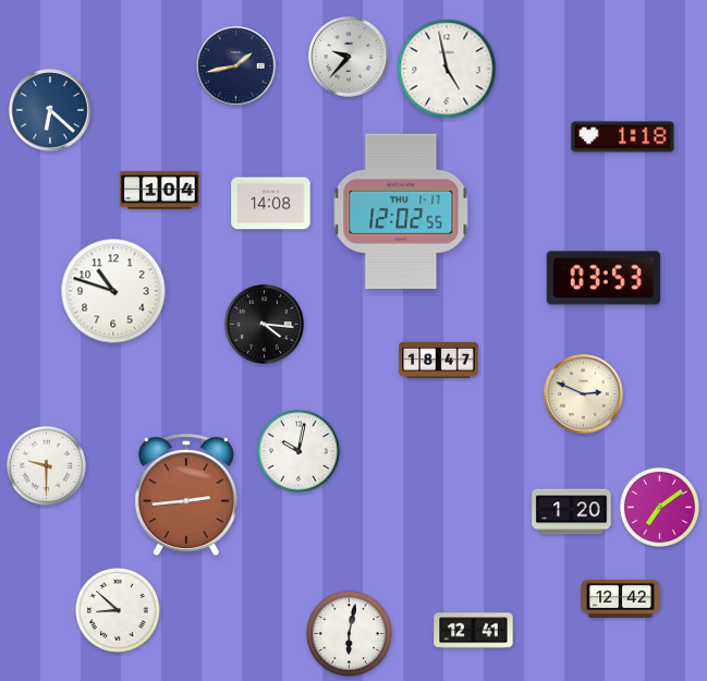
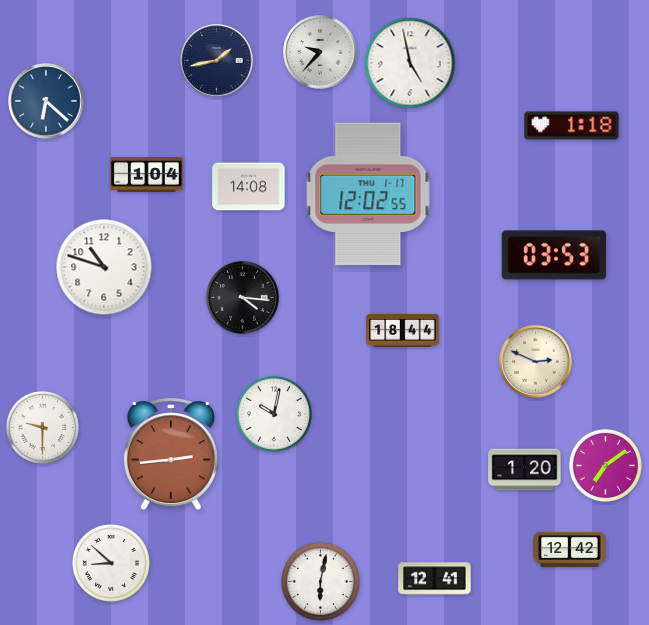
clock at (439, 360): 18:47 -> 18:44
clock at (118, 610) position: (118, 610) -> (111, 563)
